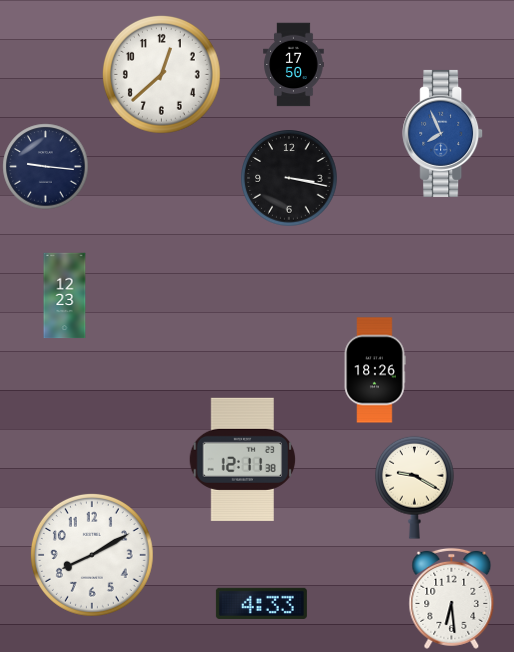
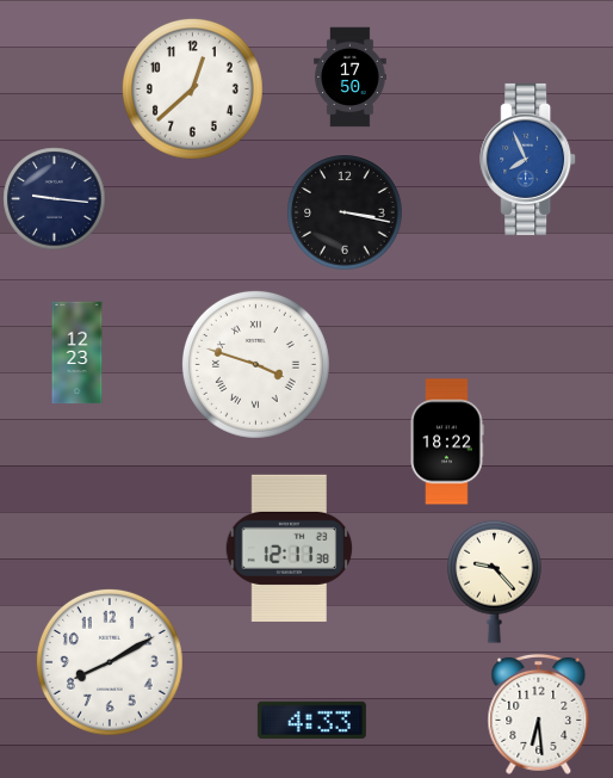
clock at (255, 364): none -> 3:48
clock at (375, 370): 18:26 -> 18:22
clock at (415, 487): 9:20 -> 9:23
